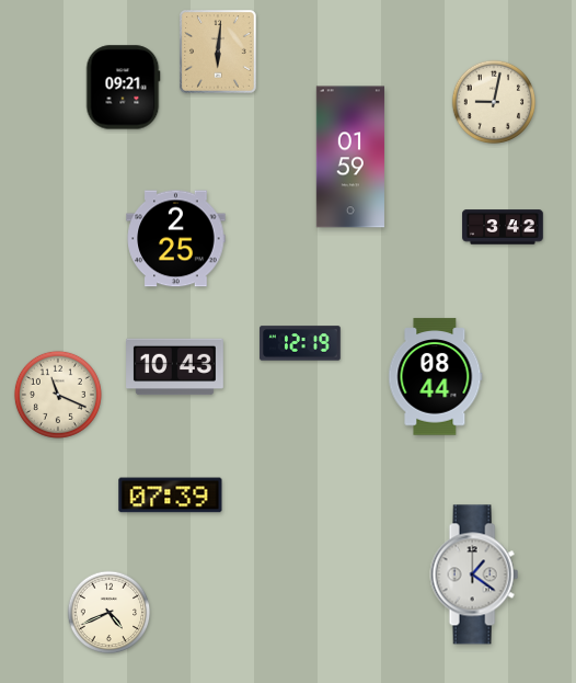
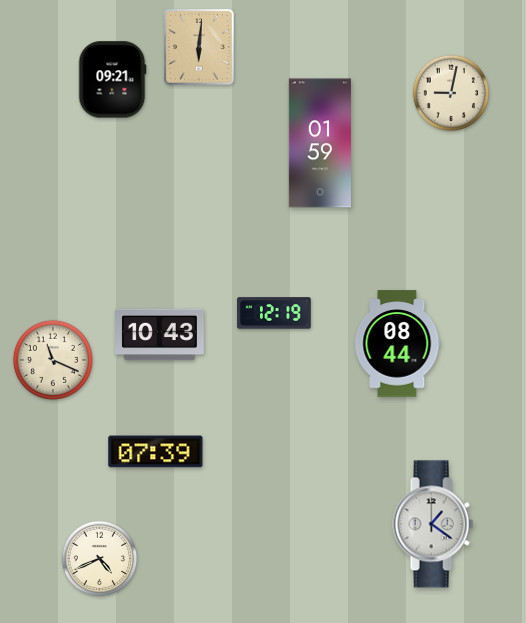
clock at (503, 227): 3:42 -> none
clock at (176, 239): 2:25 -> none
